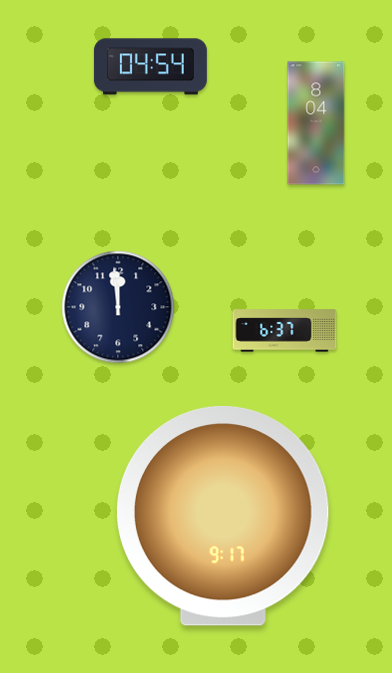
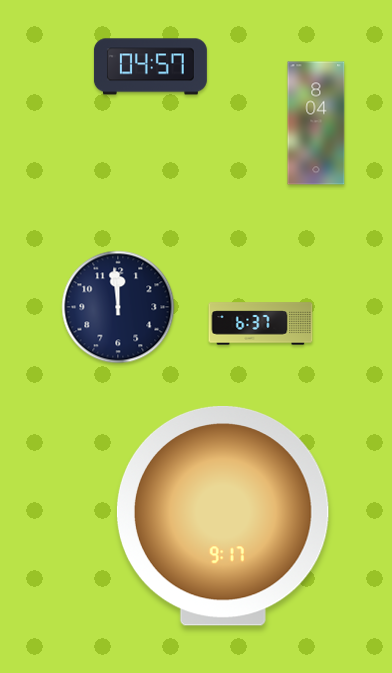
clock at (150, 67): 04:54 -> 04:57
clock at (285, 331) position: (285, 331) -> (261, 324)
